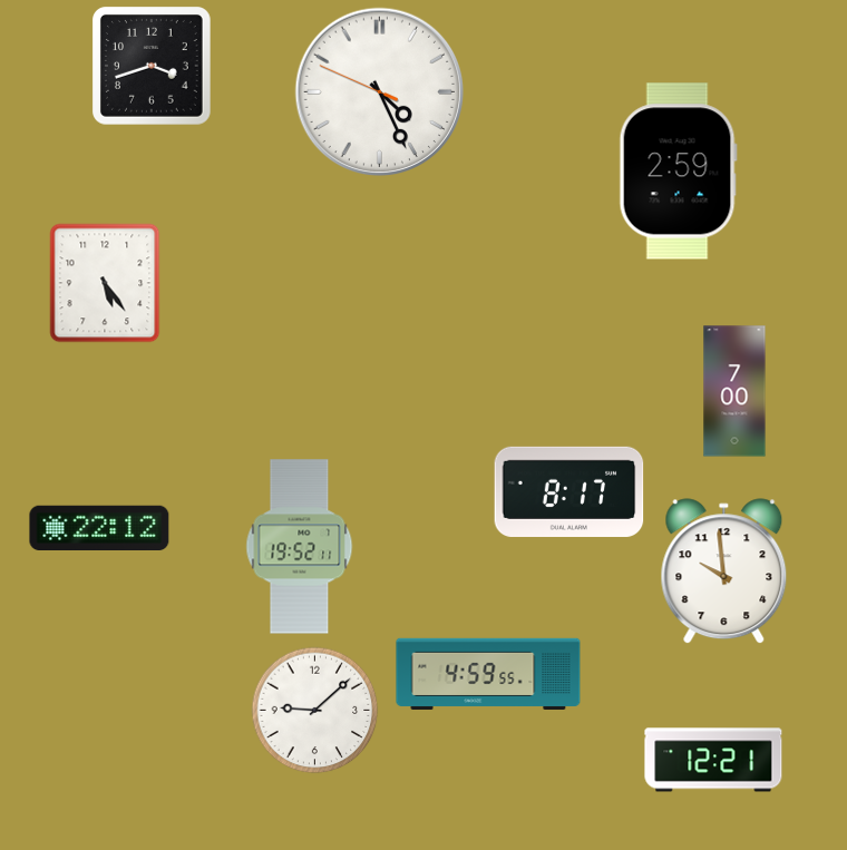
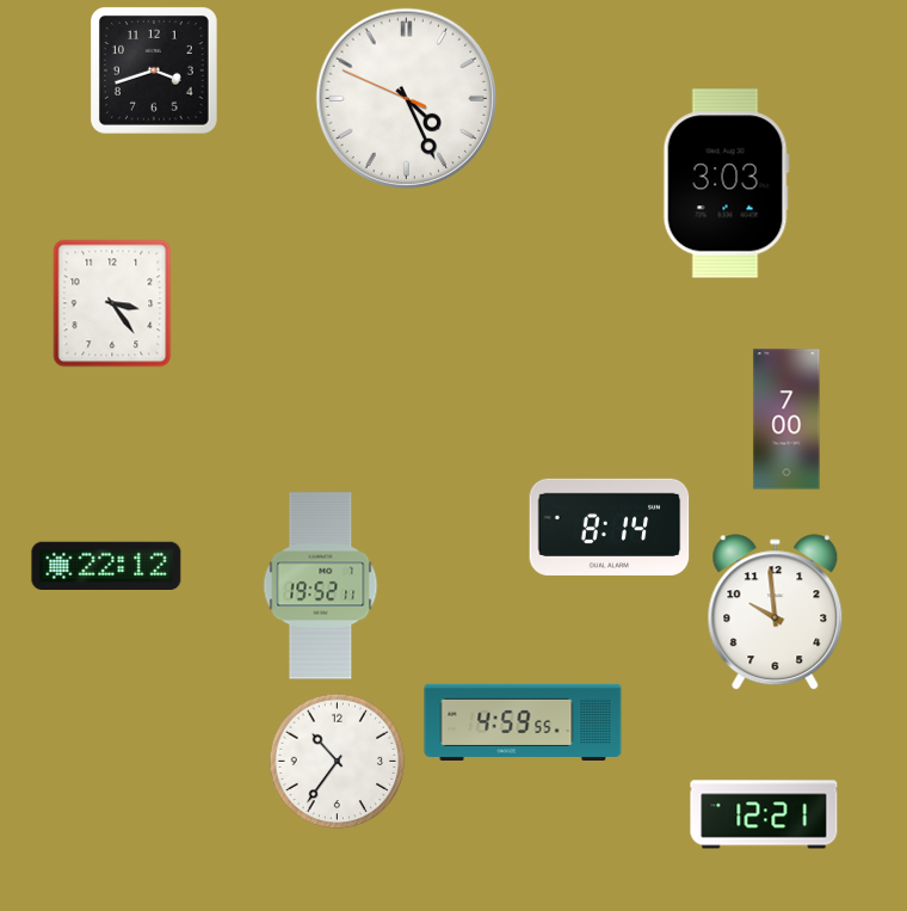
clock at (153, 67) position: (153, 67) -> (155, 72)
clock at (678, 172): 2:59 -> 3:03
clock at (105, 283): 5:24 -> 3:24
clock at (569, 491): 8:17 -> 8:14
clock at (315, 711): 9:08 -> 10:36
